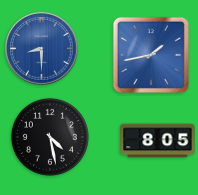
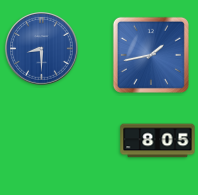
clock at (50, 137): 4:28 -> none
